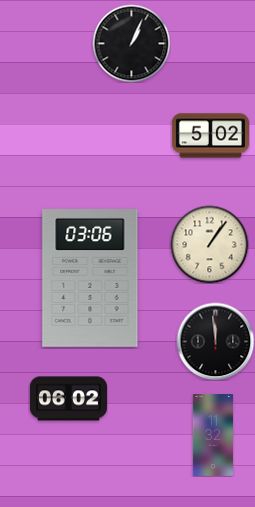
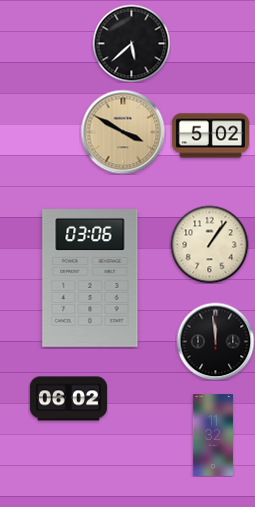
clock at (131, 43): 1:04 -> 5:38
clock at (123, 132): none -> 3:50
